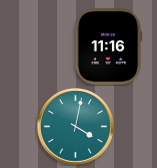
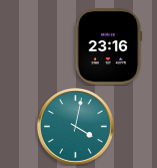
clock at (108, 47): 11:16 -> 23:16
